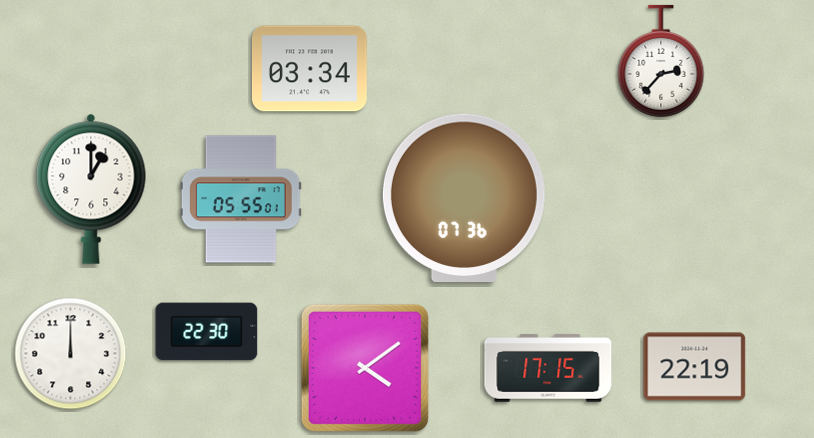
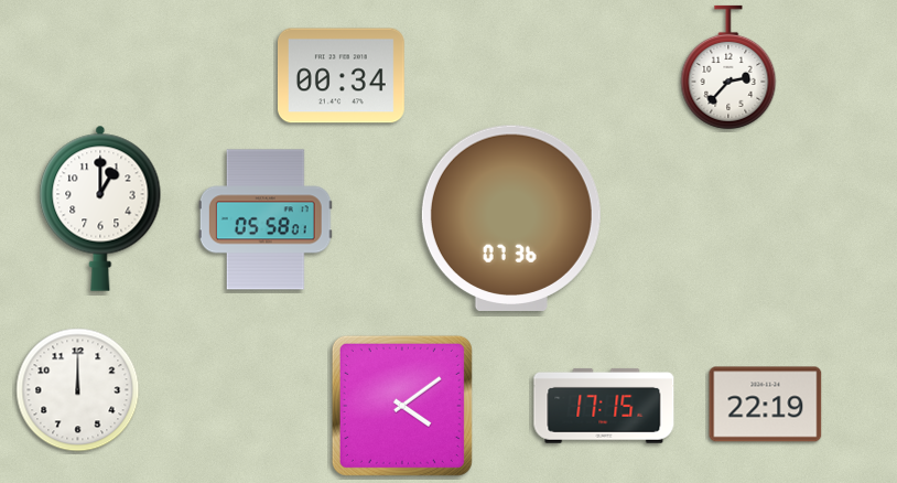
clock at (309, 69): 03:34 -> 00:34
clock at (241, 199): 05:55 -> 05:58
clock at (207, 332): 22:30 -> none
